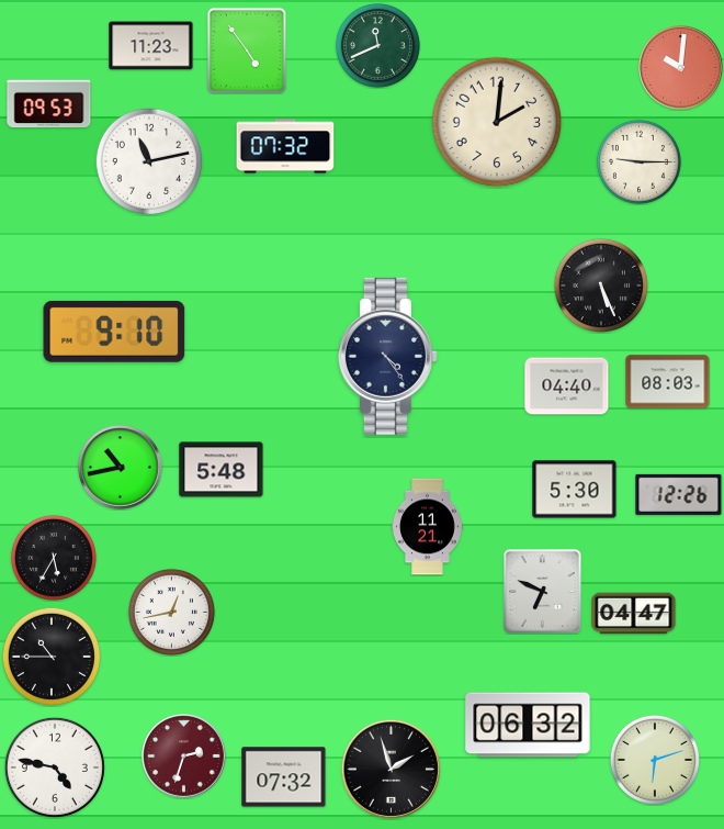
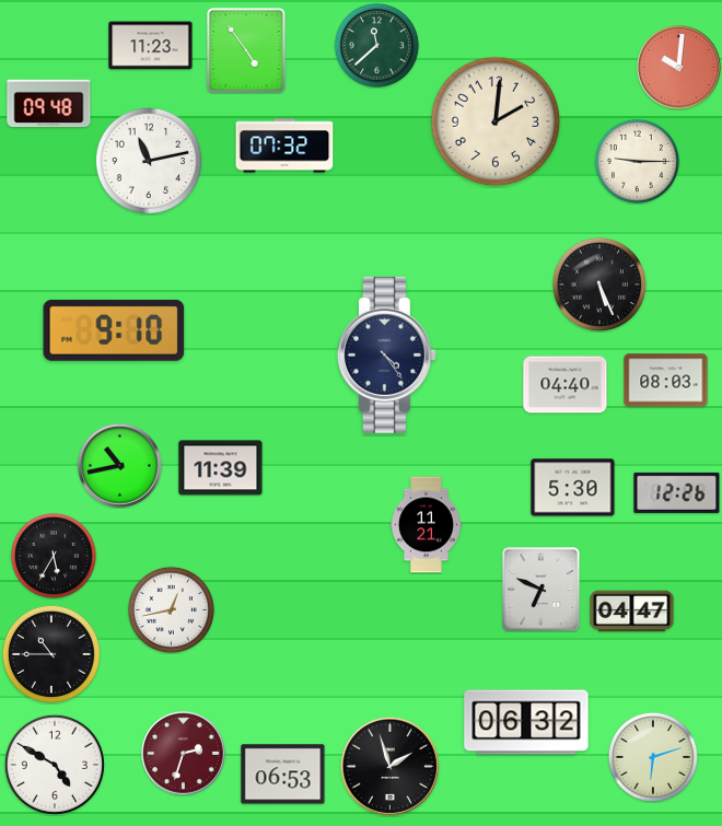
clock at (377, 45): 11:41 -> 11:38
clock at (49, 104): 09:53 -> 09:48
clock at (222, 470): 5:48 -> 11:39
clock at (55, 768): 4:47 -> 4:50
clock at (284, 777): 07:32 -> 06:53
